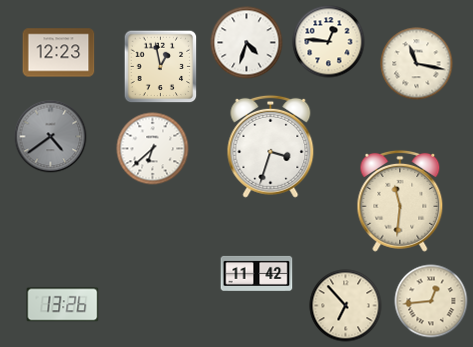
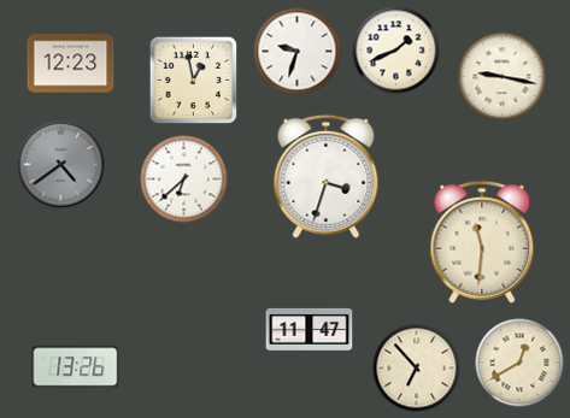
clock at (329, 42): 12:46 -> 1:41
clock at (247, 43): 4:33 -> 9:33
clock at (417, 64): 11:17 -> 9:17
clock at (257, 273): 11:42 -> 11:47
clock at (431, 301): 12:44 -> 12:40
